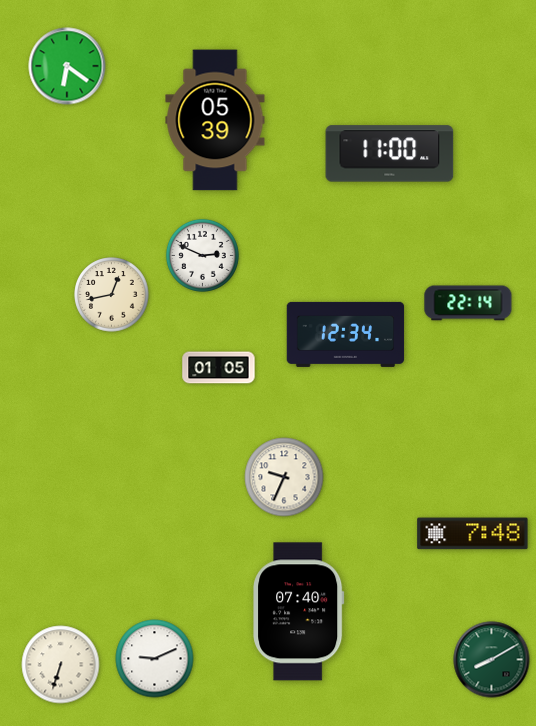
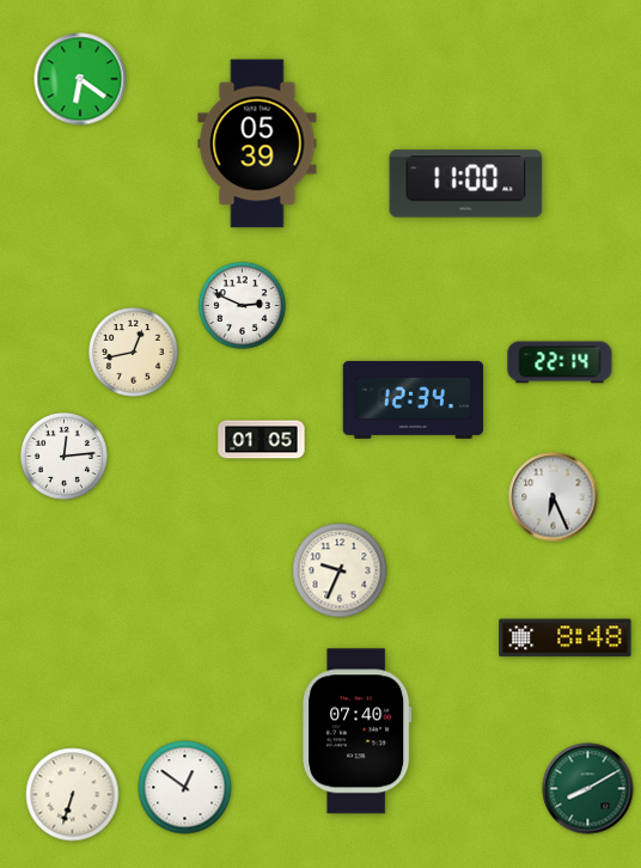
clock at (63, 456): none -> 12:14
clock at (554, 497): none -> 6:26
clock at (473, 534): 7:48 -> 8:48
clock at (155, 659): 9:11 -> 12:51
